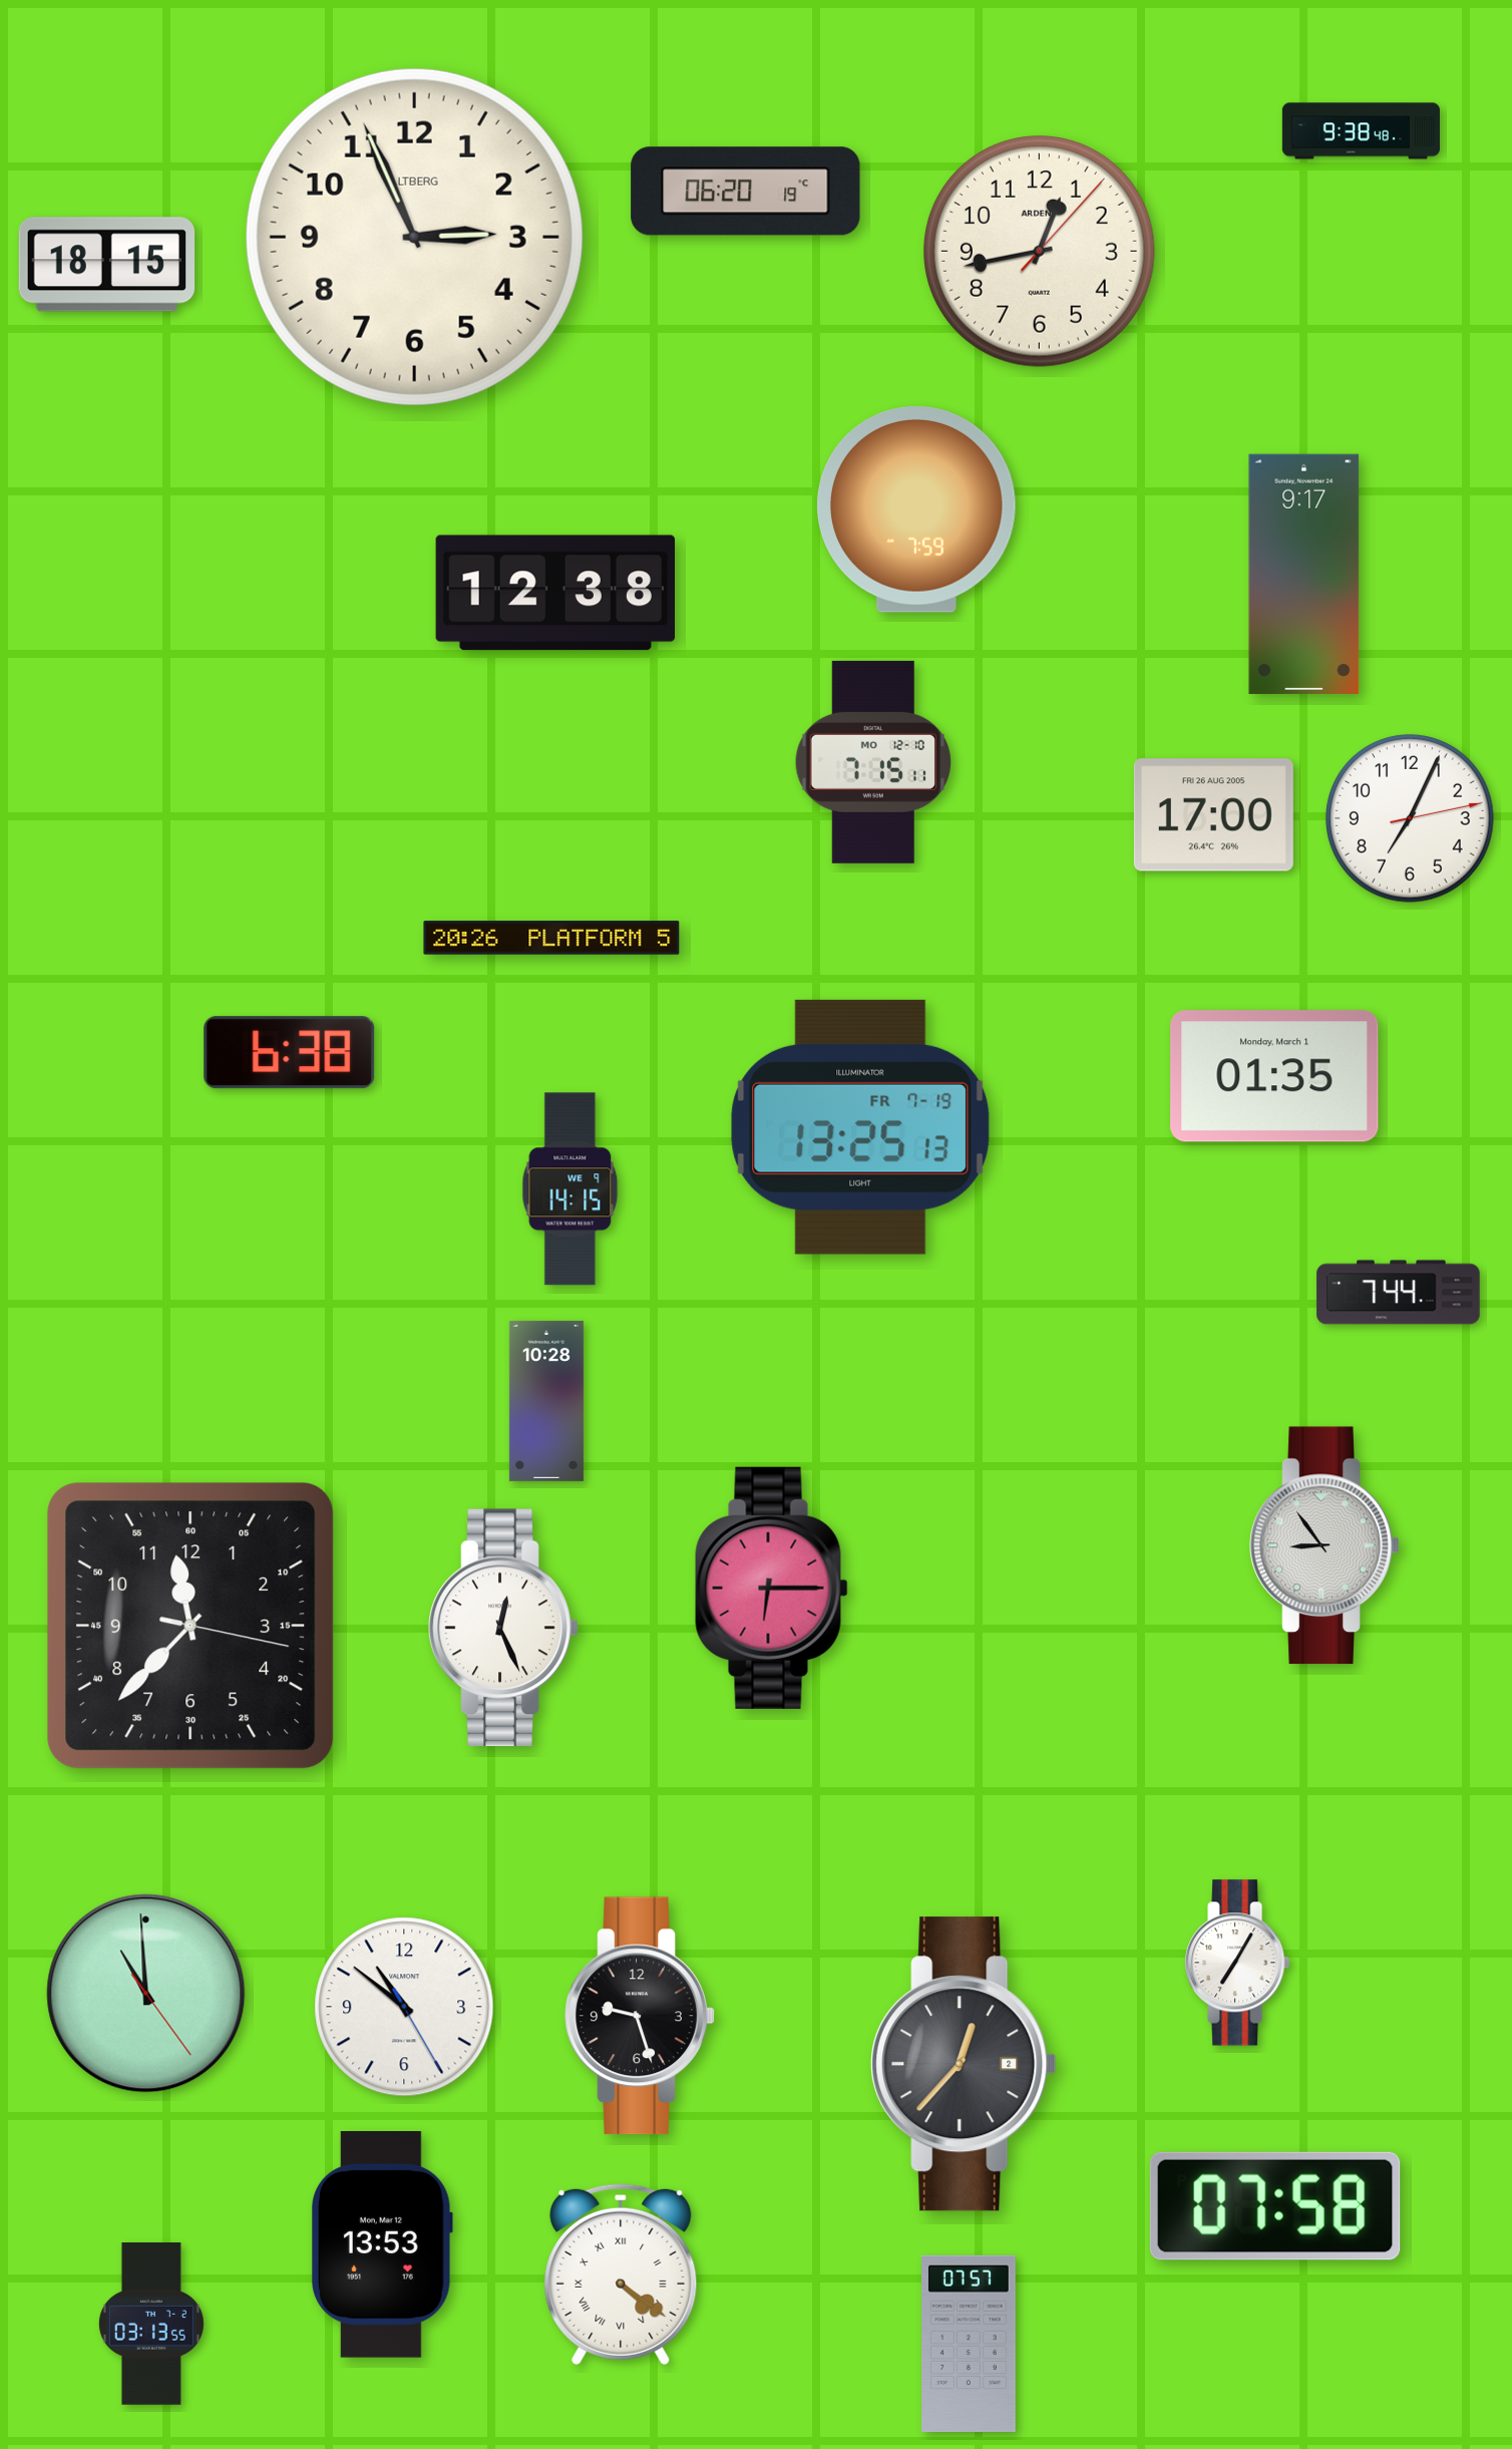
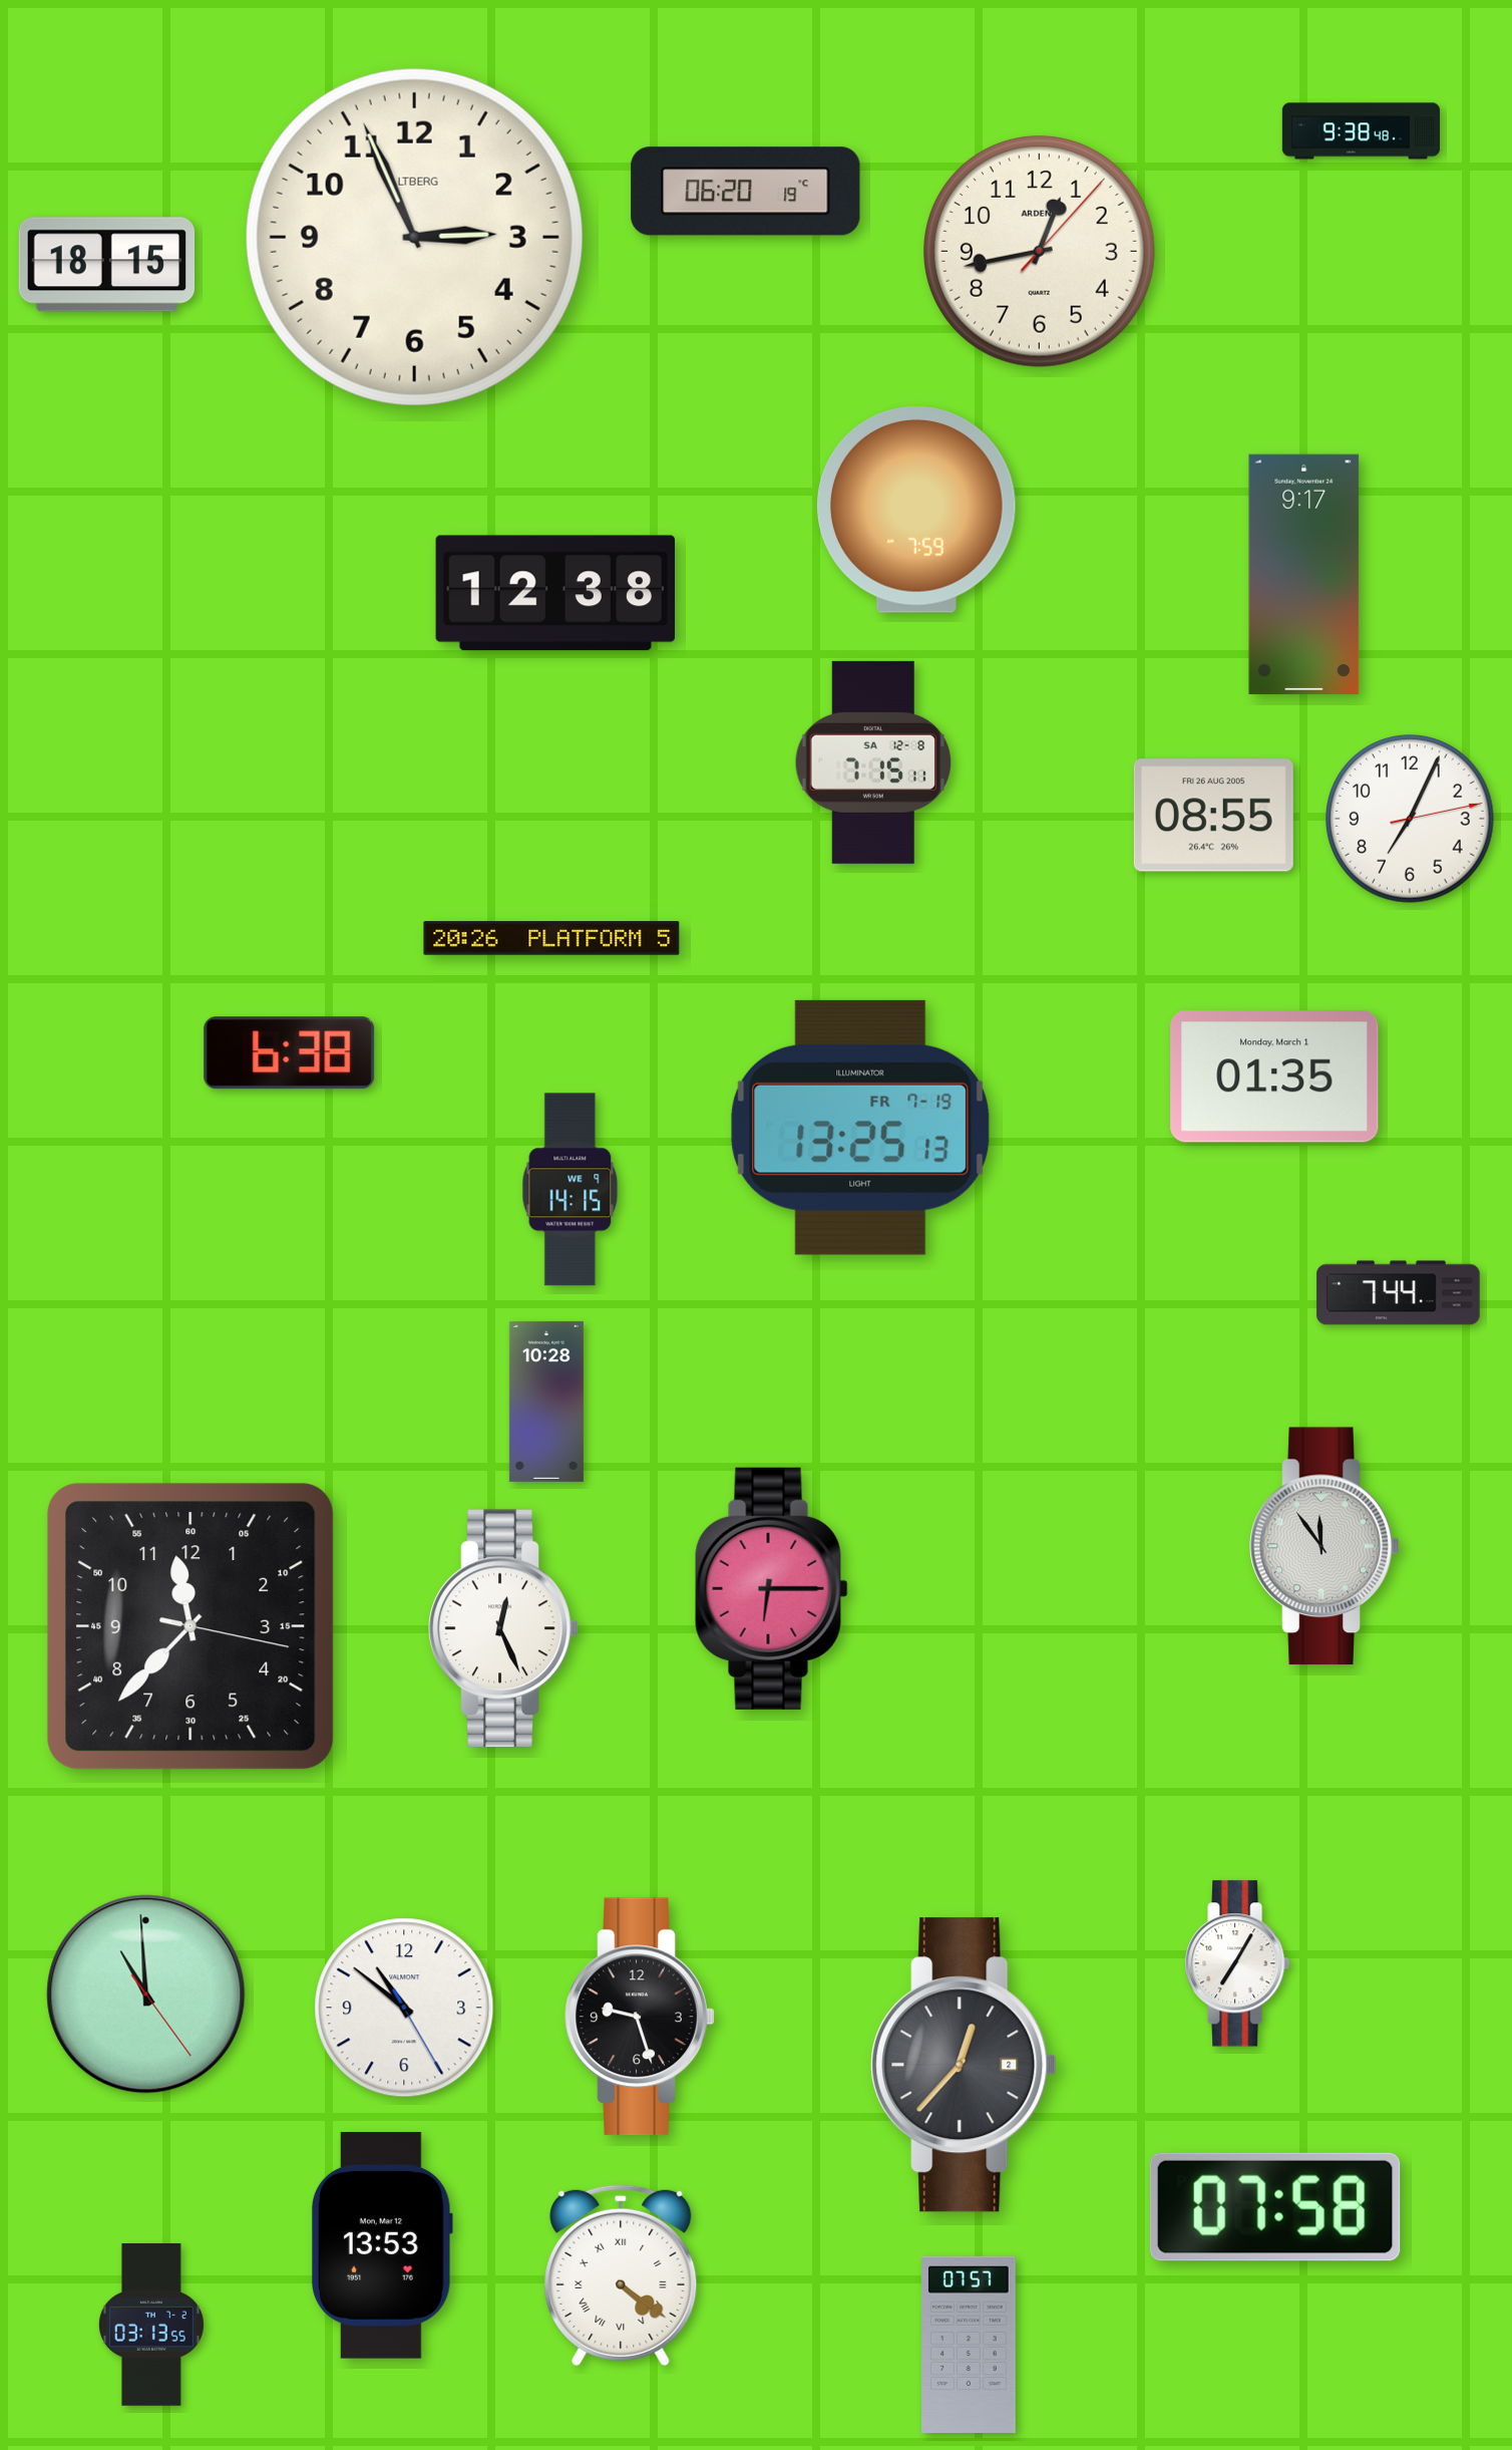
clock at (873, 762) date: MO 12-10 -> SA 12-8
clock at (1213, 815): 17:00 -> 08:55
clock at (1325, 1545): 8:54 -> 11:54
